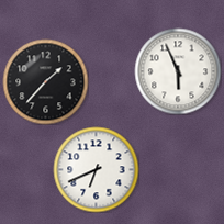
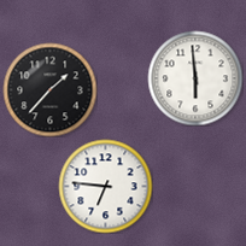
clock at (178, 71): 5:56 -> 5:59
clock at (96, 169): 6:41 -> 6:46
